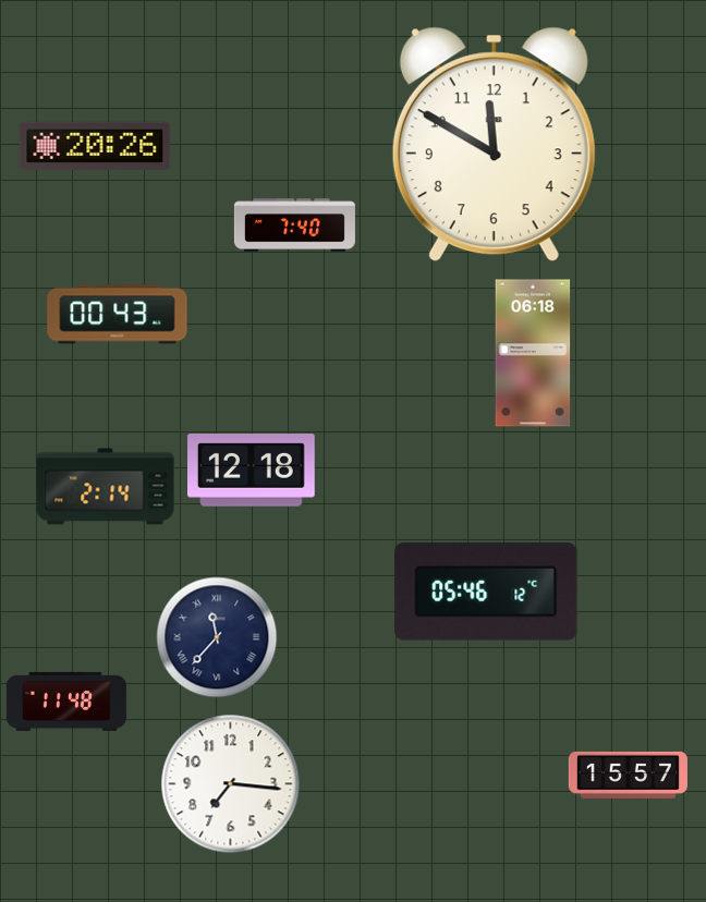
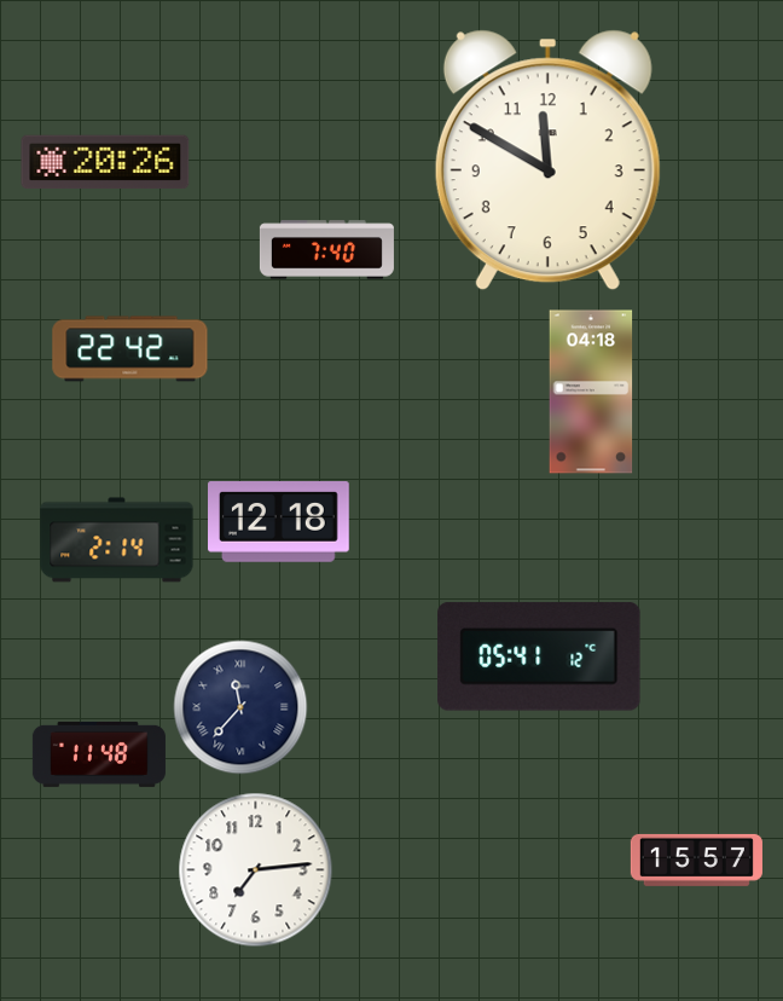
clock at (118, 315): 00:43 -> 22:42
clock at (533, 353): 06:18 -> 04:18
clock at (486, 592): 05:46 -> 05:41
clock at (66, 702) position: (66, 702) -> (99, 754)
clock at (231, 784): 7:16 -> 7:14
